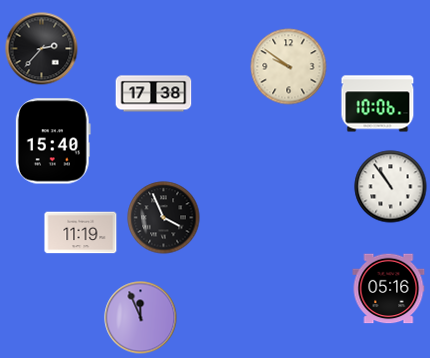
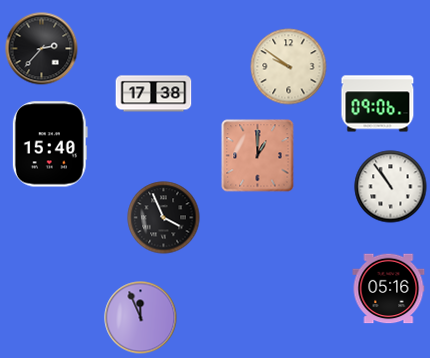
clock at (378, 104): 10:06 -> 09:06
clock at (53, 141) position: (53, 141) -> (50, 144)
clock at (258, 156): none -> 1:00
clock at (81, 233): 11:19 -> none
